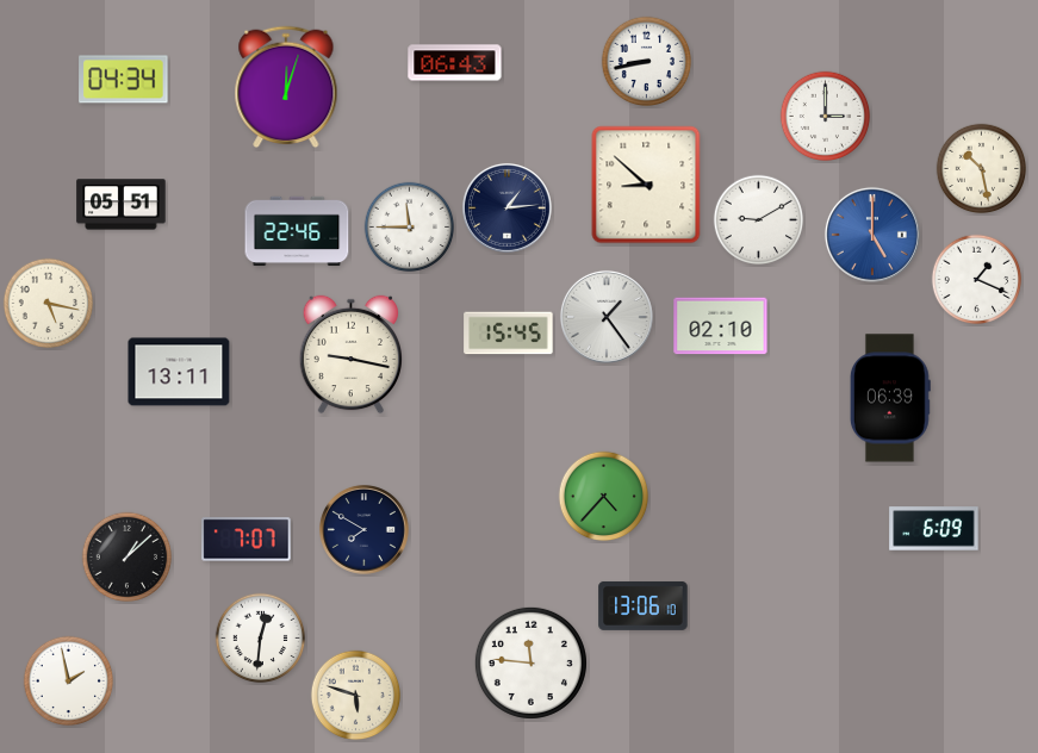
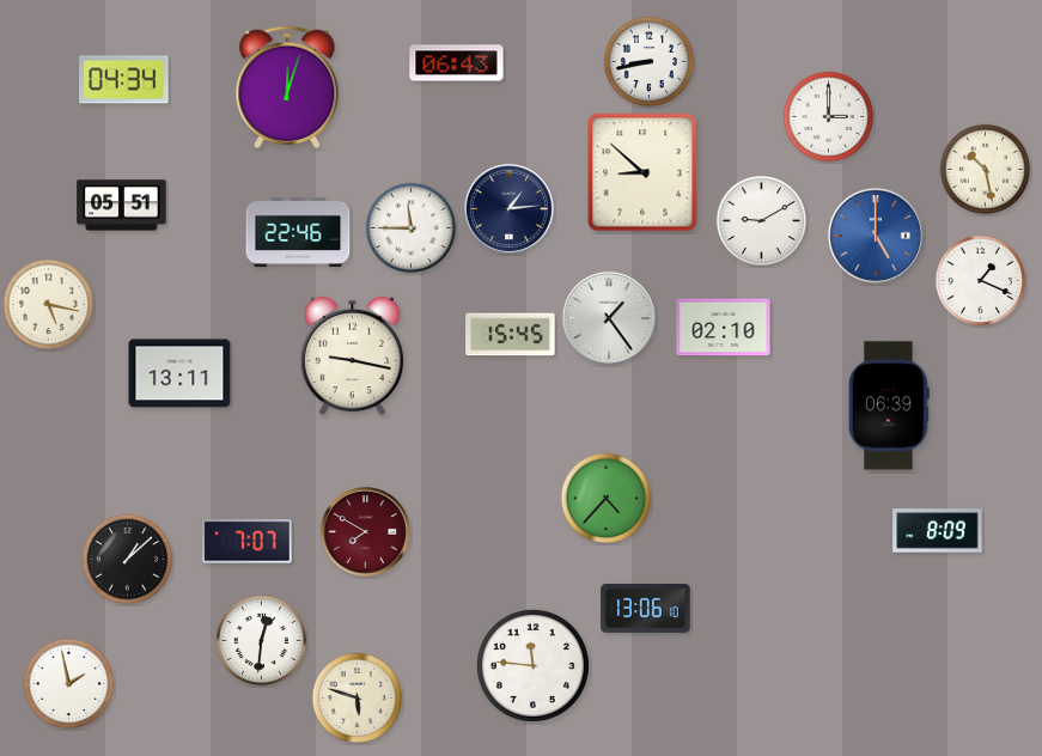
clock at (646, 185) position: (646, 185) -> (642, 172)
clock at (890, 398) position: (890, 398) -> (889, 406)
clock at (363, 529) dial: navy -> burgundy
clock at (934, 529): 6:09 -> 8:09
